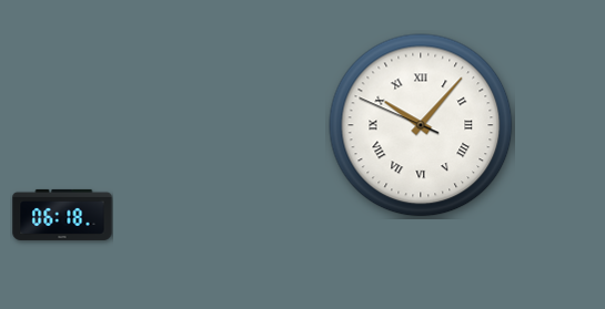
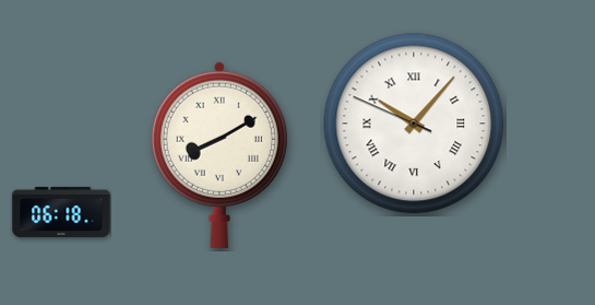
clock at (219, 155): none -> 8:10
